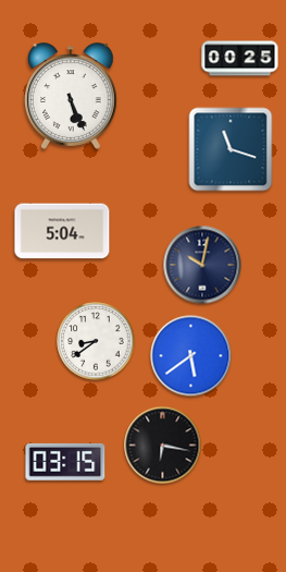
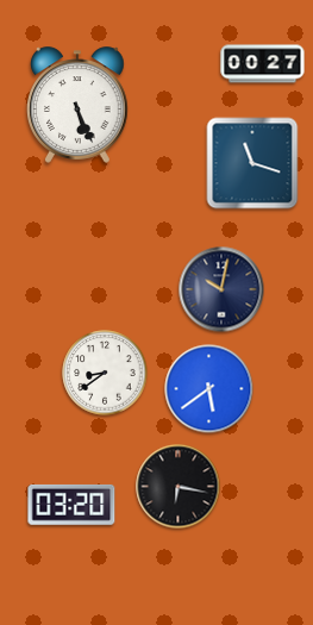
clock at (240, 59): 00:25 -> 00:27
clock at (62, 231): 5:04 -> none
clock at (65, 462): 03:15 -> 03:20
